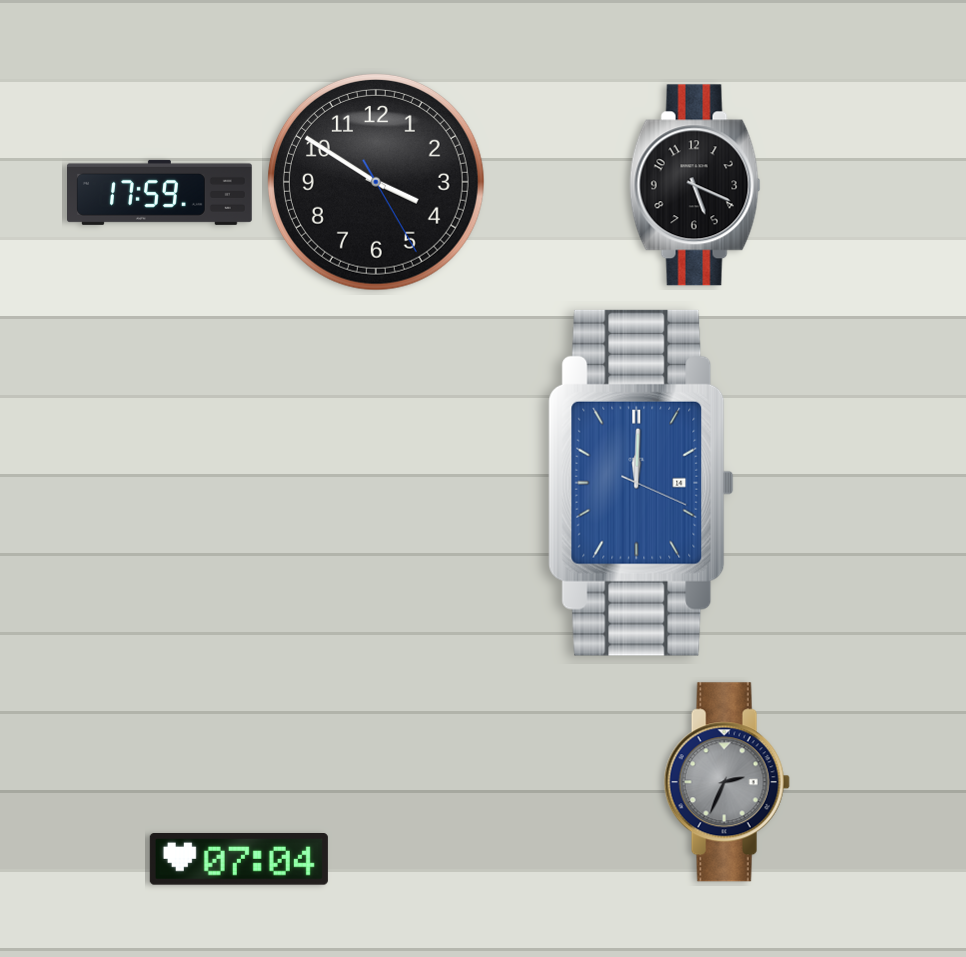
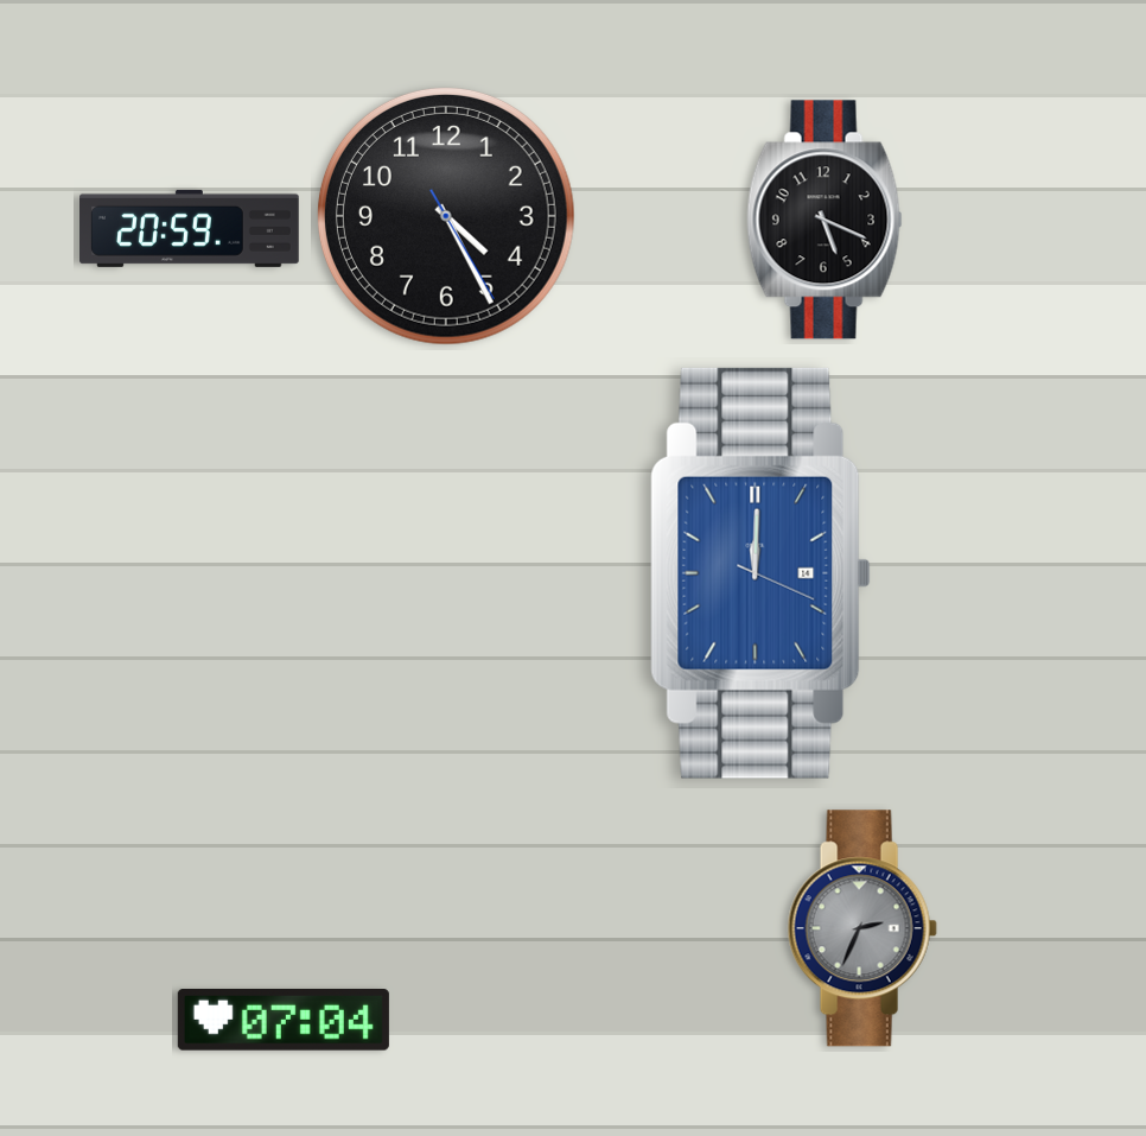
clock at (376, 182): 3:50 -> 4:25
clock at (160, 192): 17:59 -> 20:59
